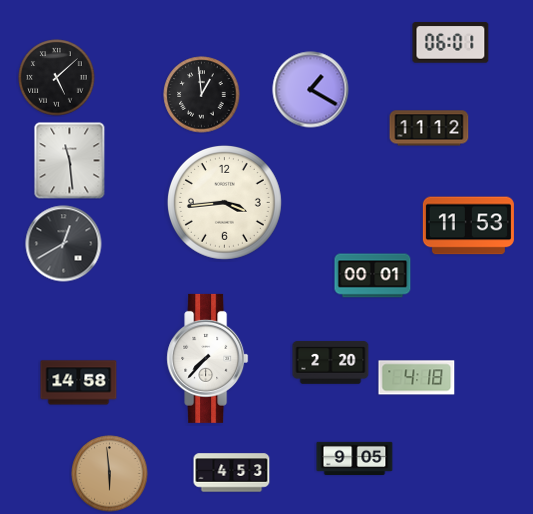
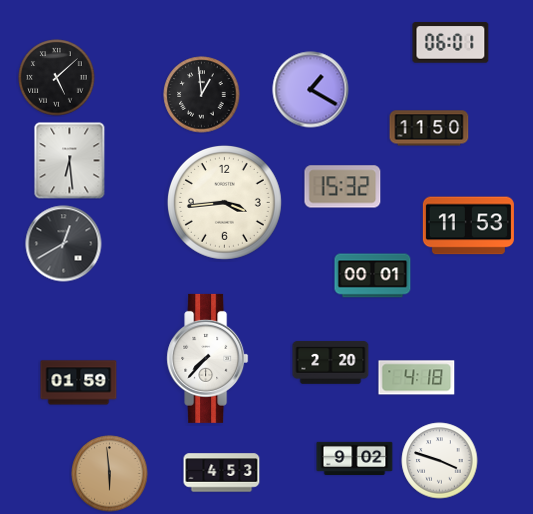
clock at (429, 128): 11:12 -> 11:50
clock at (70, 161): 11:29 -> 6:29
clock at (343, 187): none -> 15:32
clock at (79, 383): 14:58 -> 01:59
clock at (355, 458): 9:05 -> 9:02
clock at (440, 461): none -> 3:48
clock at (232, 473) position: (232, 473) -> (222, 473)
